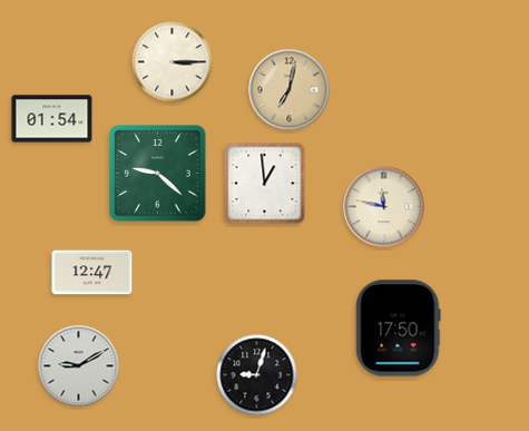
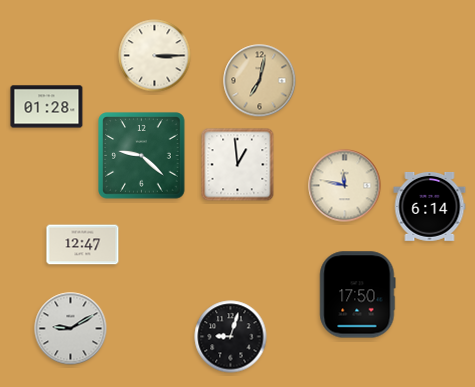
clock at (52, 119): 01:54 -> 01:28
clock at (430, 206): none -> 6:14
